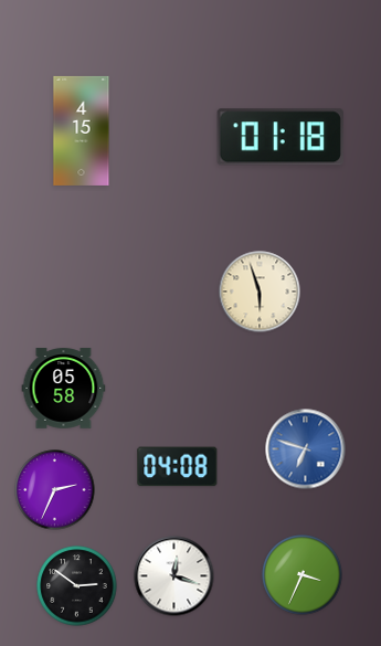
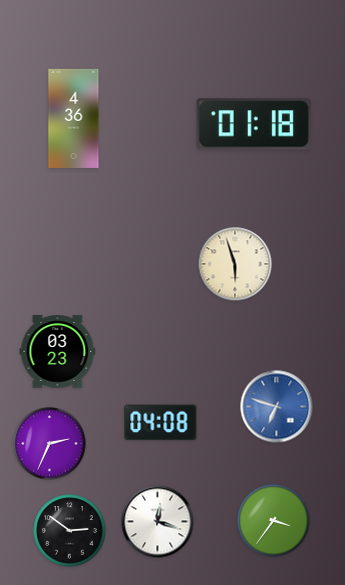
clock at (82, 130): 4:15 -> 4:36
clock at (64, 389): 05:58 -> 03:23
clock at (303, 575): 3:34 -> 3:36
